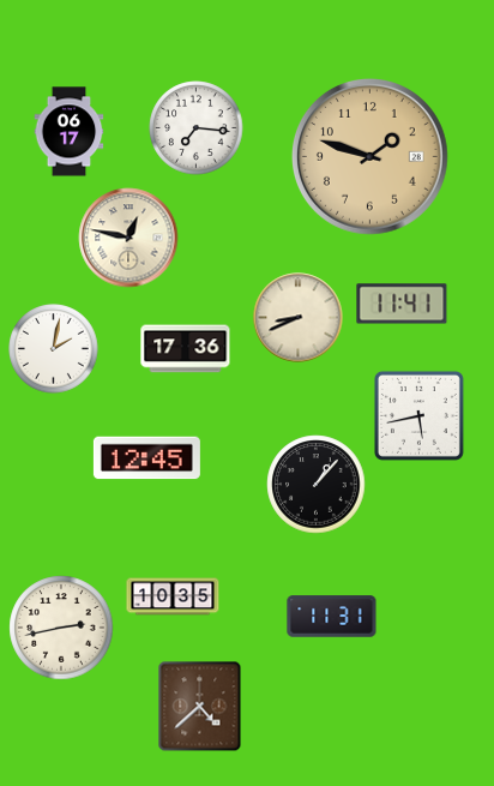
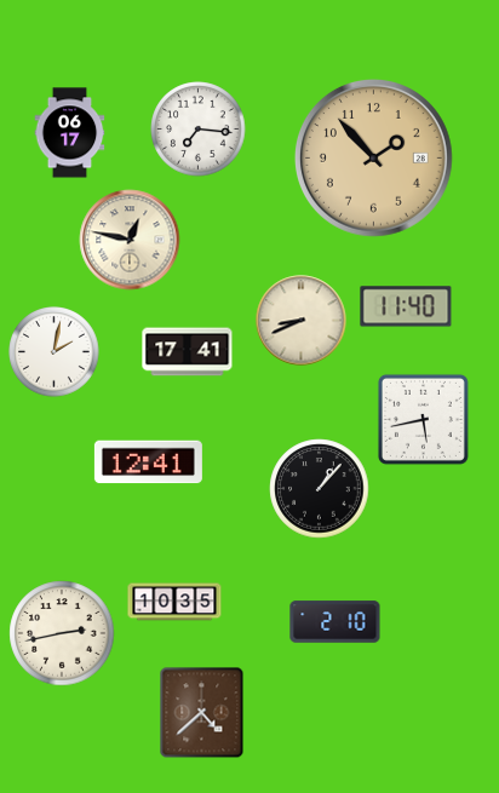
clock at (369, 156): 1:48 -> 1:53
clock at (402, 304): 11:41 -> 11:40
clock at (186, 349): 17:36 -> 17:41
clock at (146, 458): 12:45 -> 12:41
clock at (332, 617): 11:31 -> 2:10
